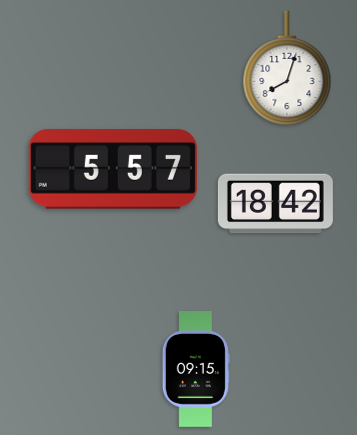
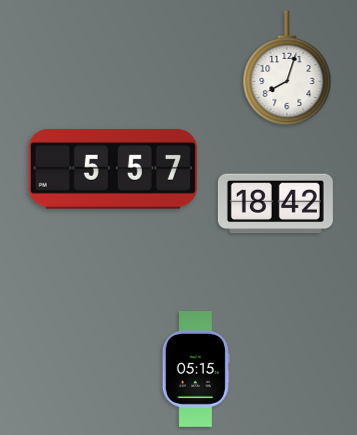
clock at (196, 370): 09:15 -> 05:15
